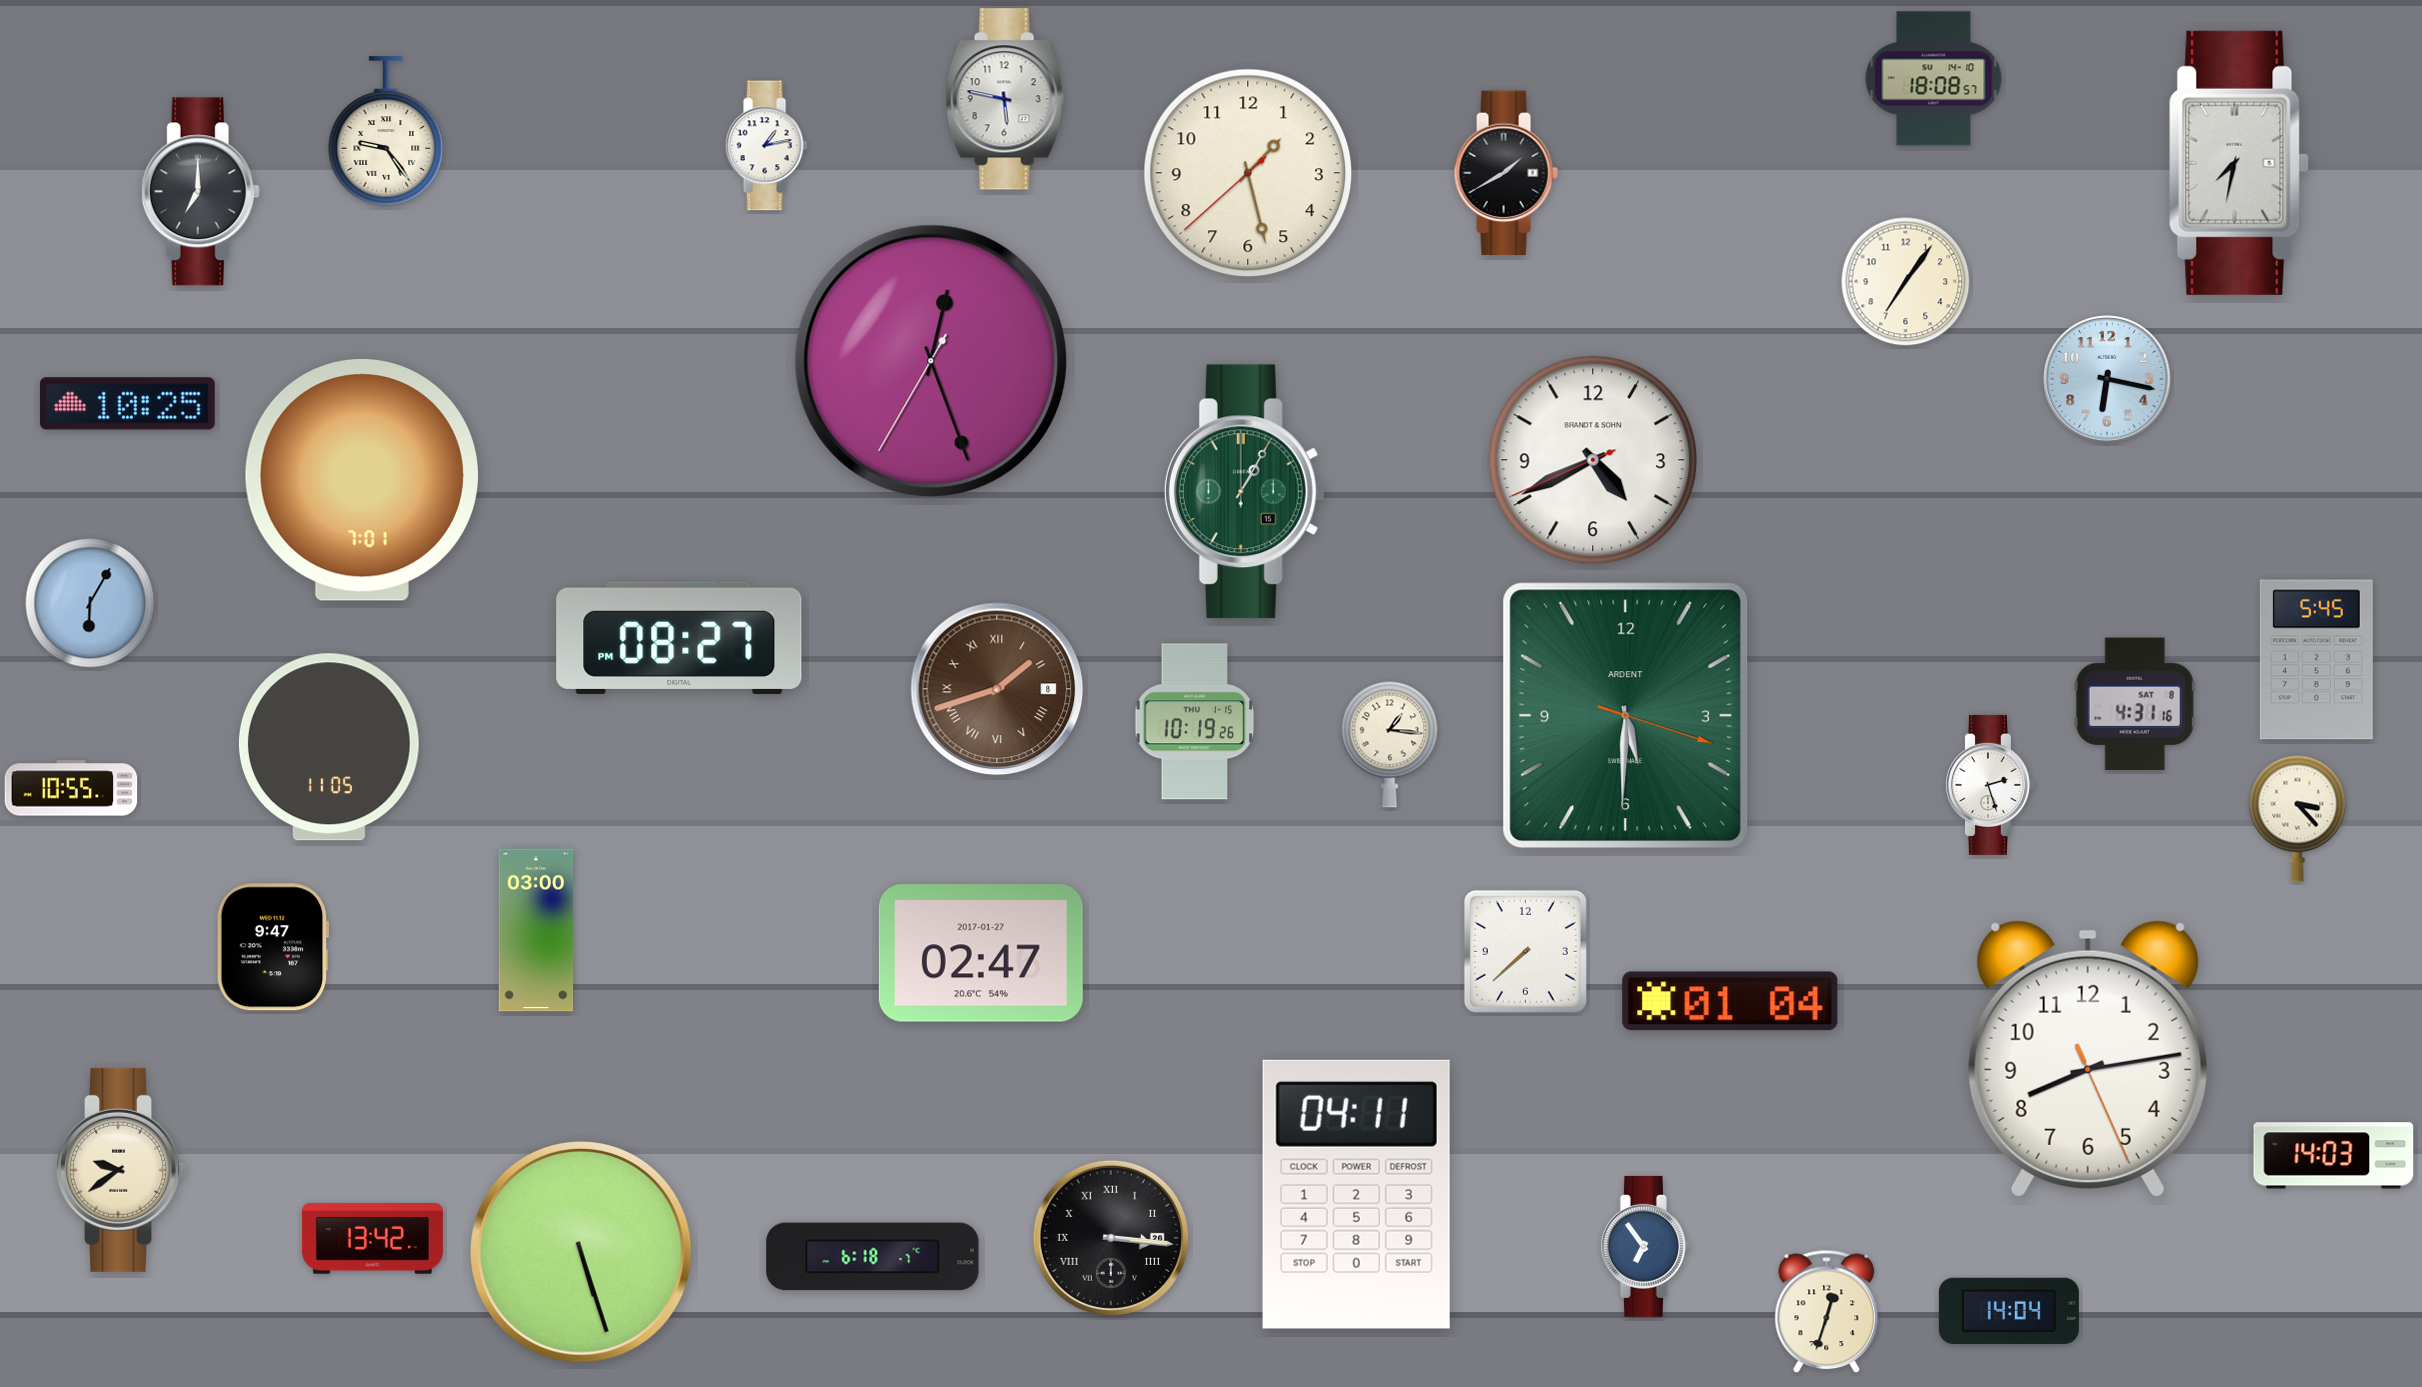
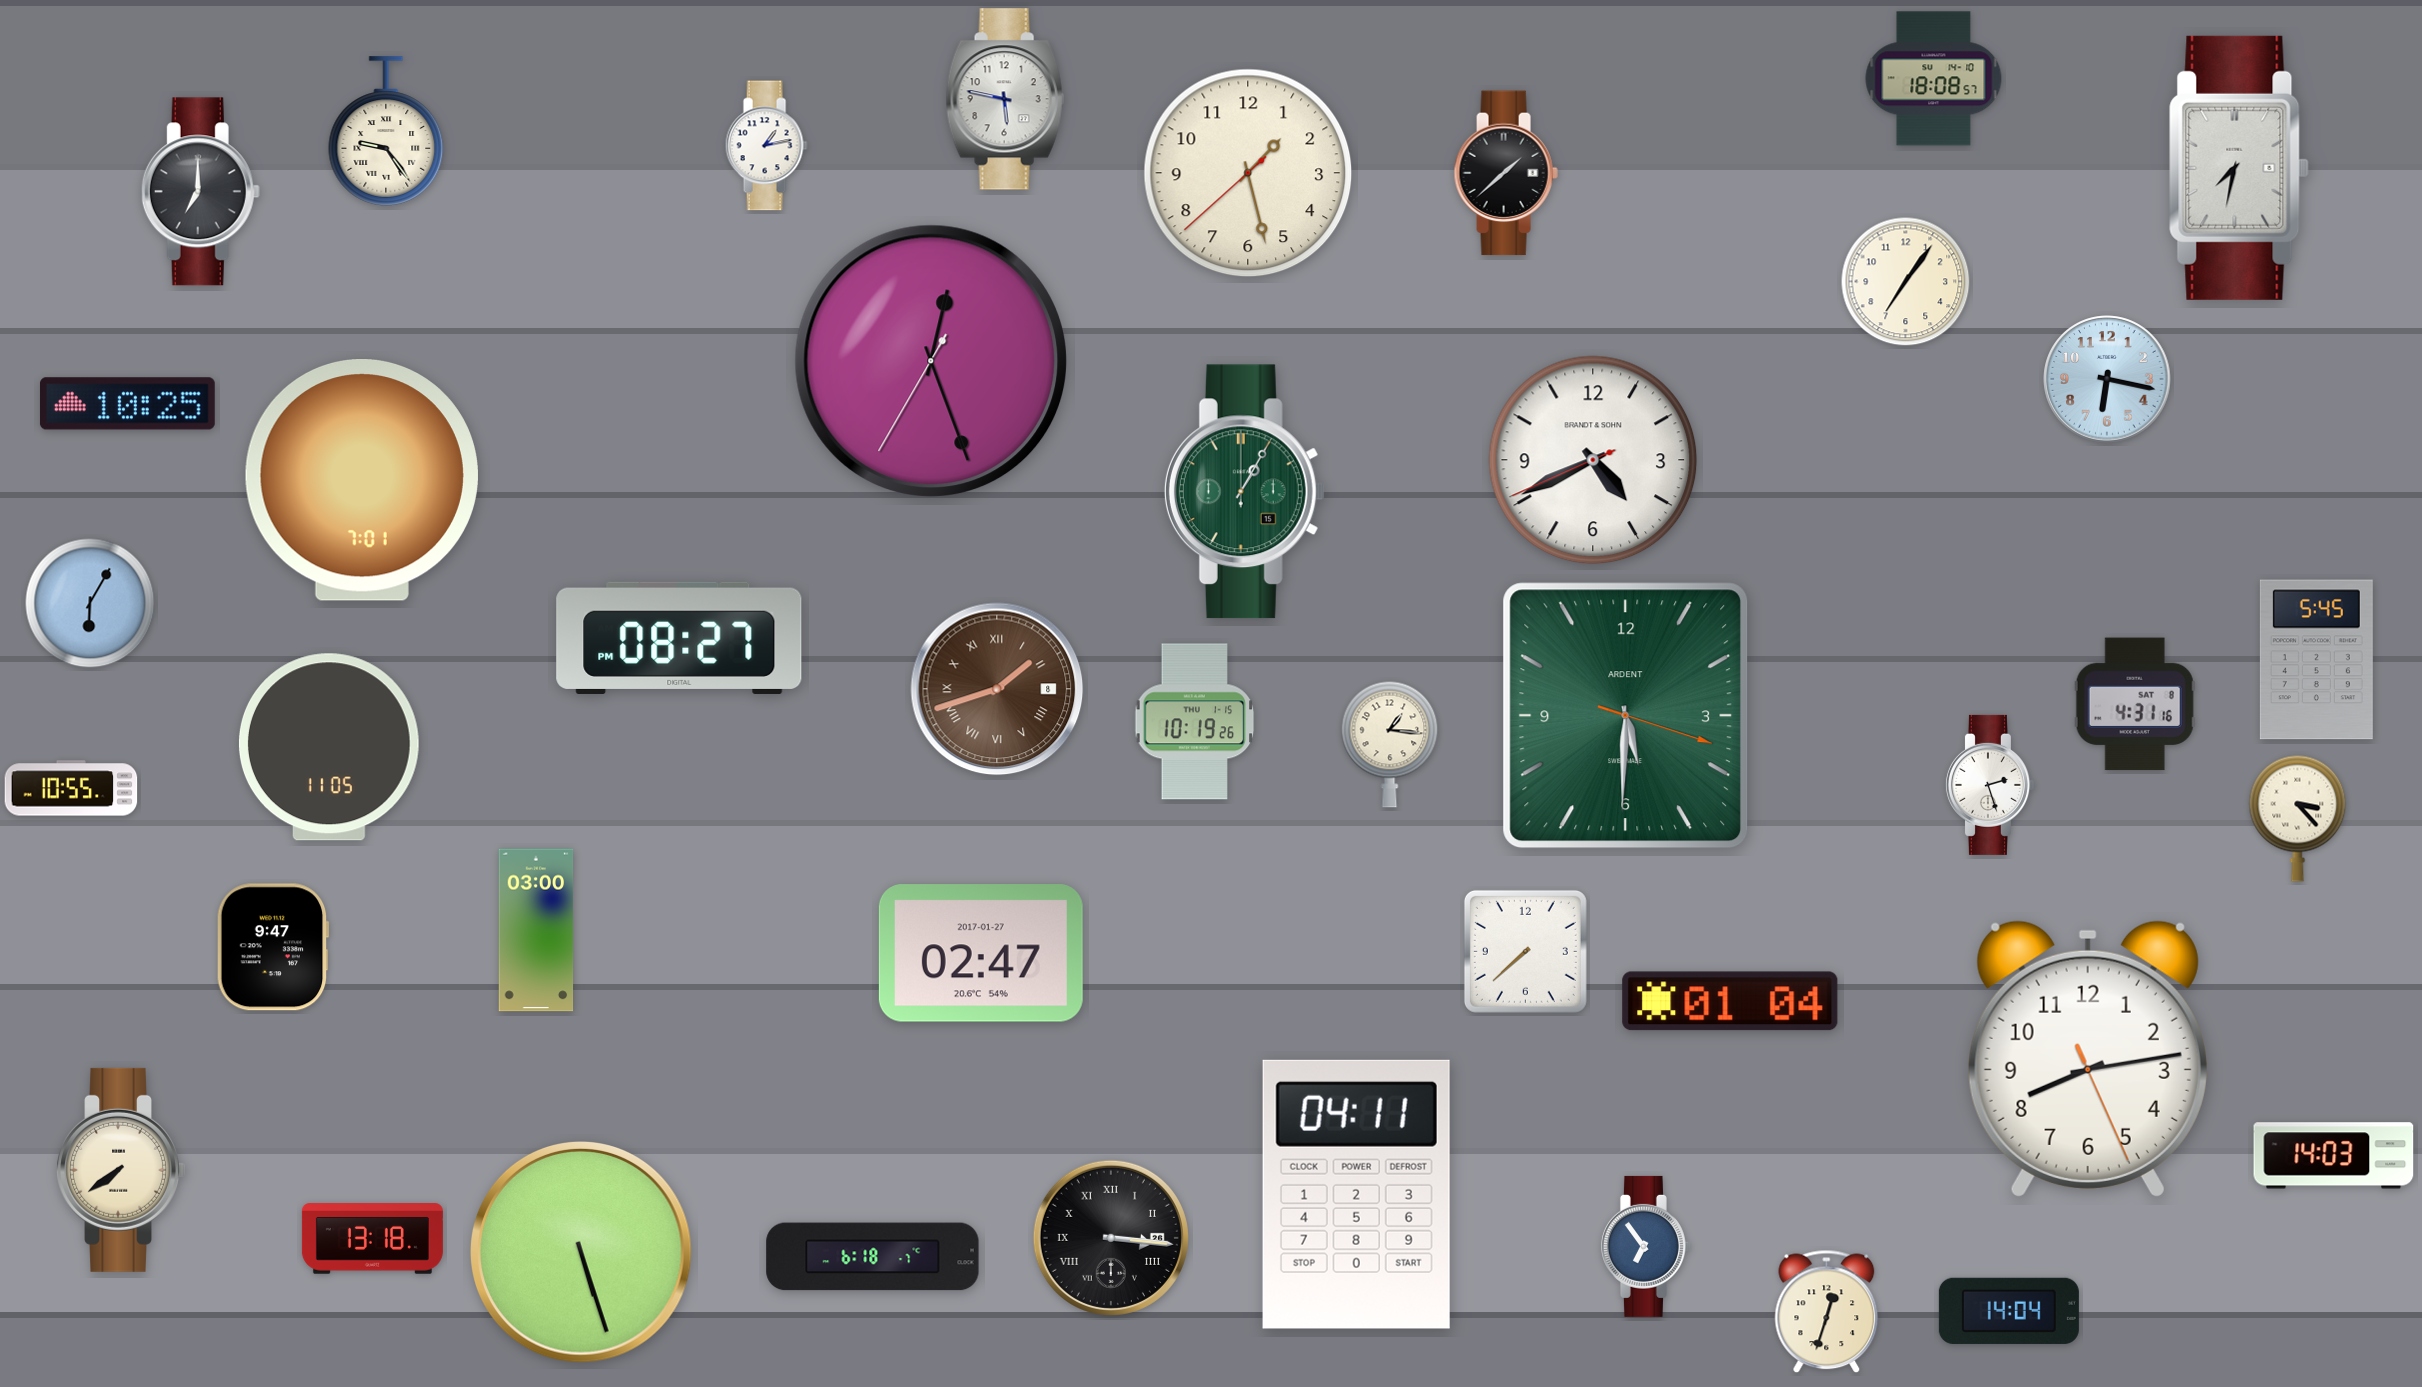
clock at (2239, 163) position: (2239, 163) -> (2239, 168)
clock at (1506, 173): 1:40 -> 1:38
clock at (121, 1170): 9:39 -> 7:39
clock at (372, 1239): 13:42 -> 13:18
